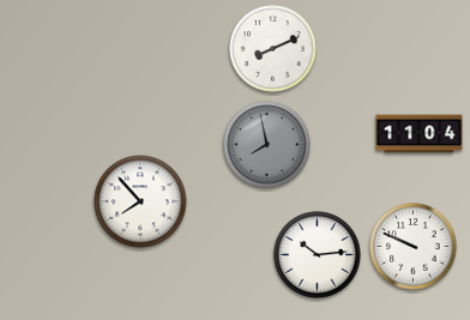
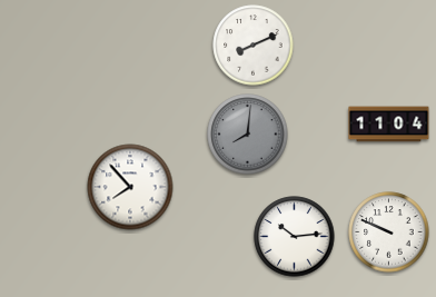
clock at (267, 145): 7:58 -> 8:01
clock at (414, 247) position: (414, 247) -> (389, 232)
